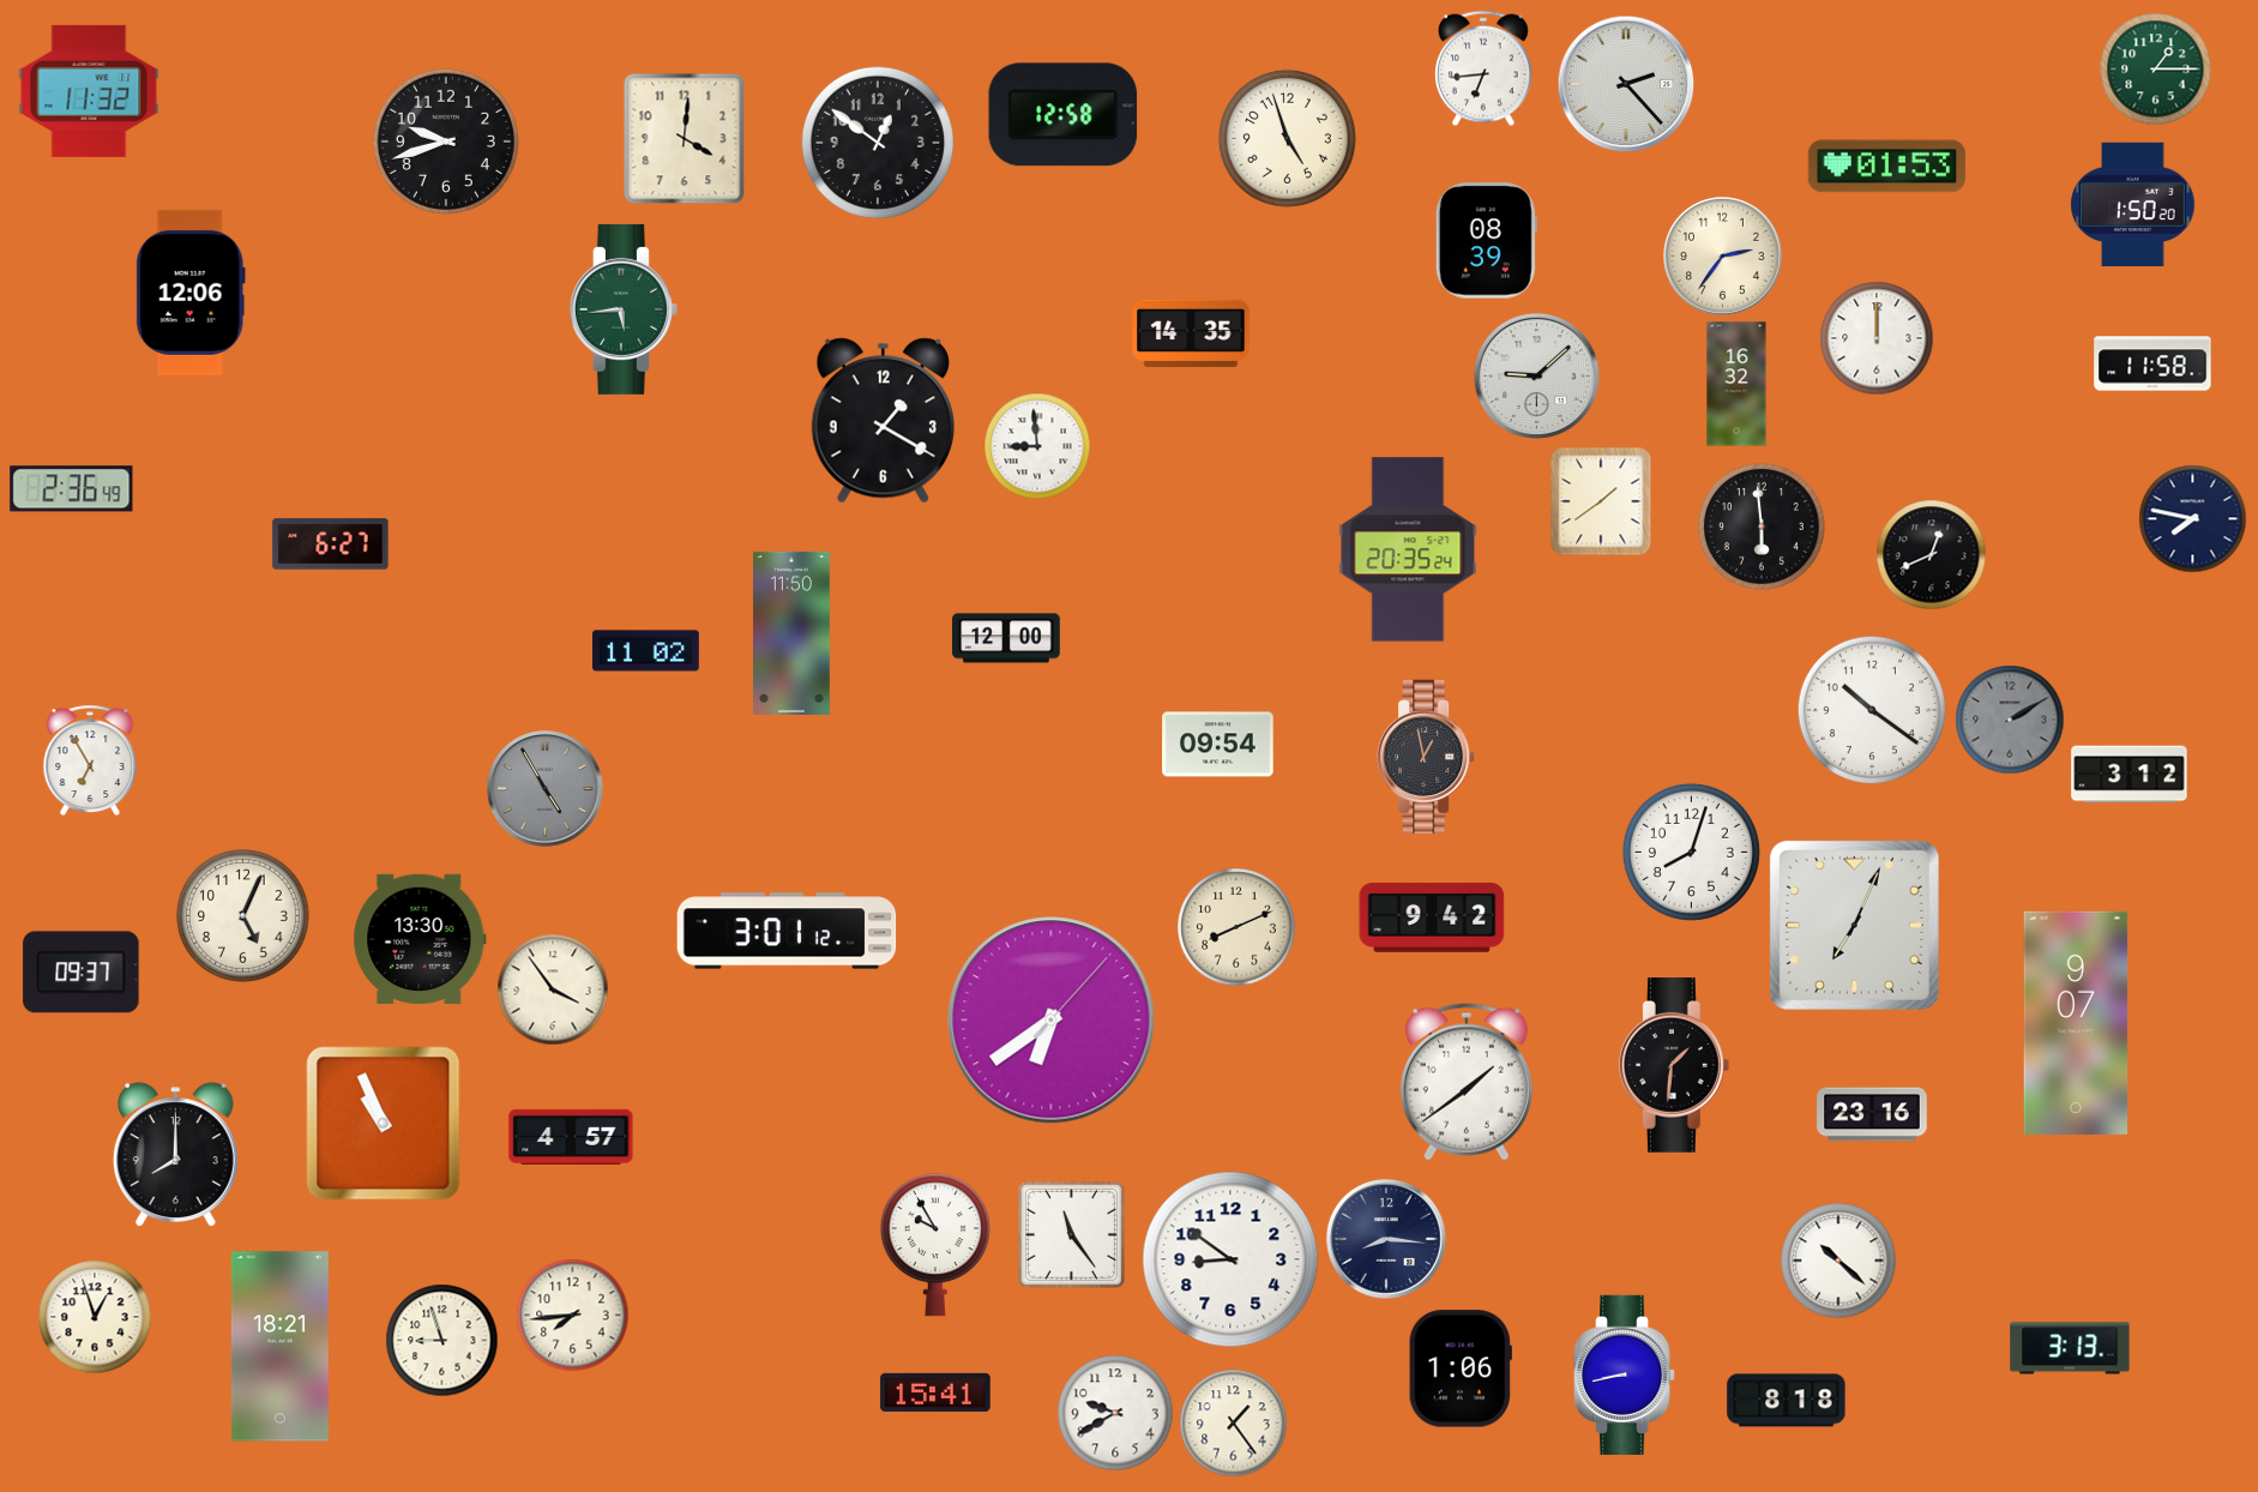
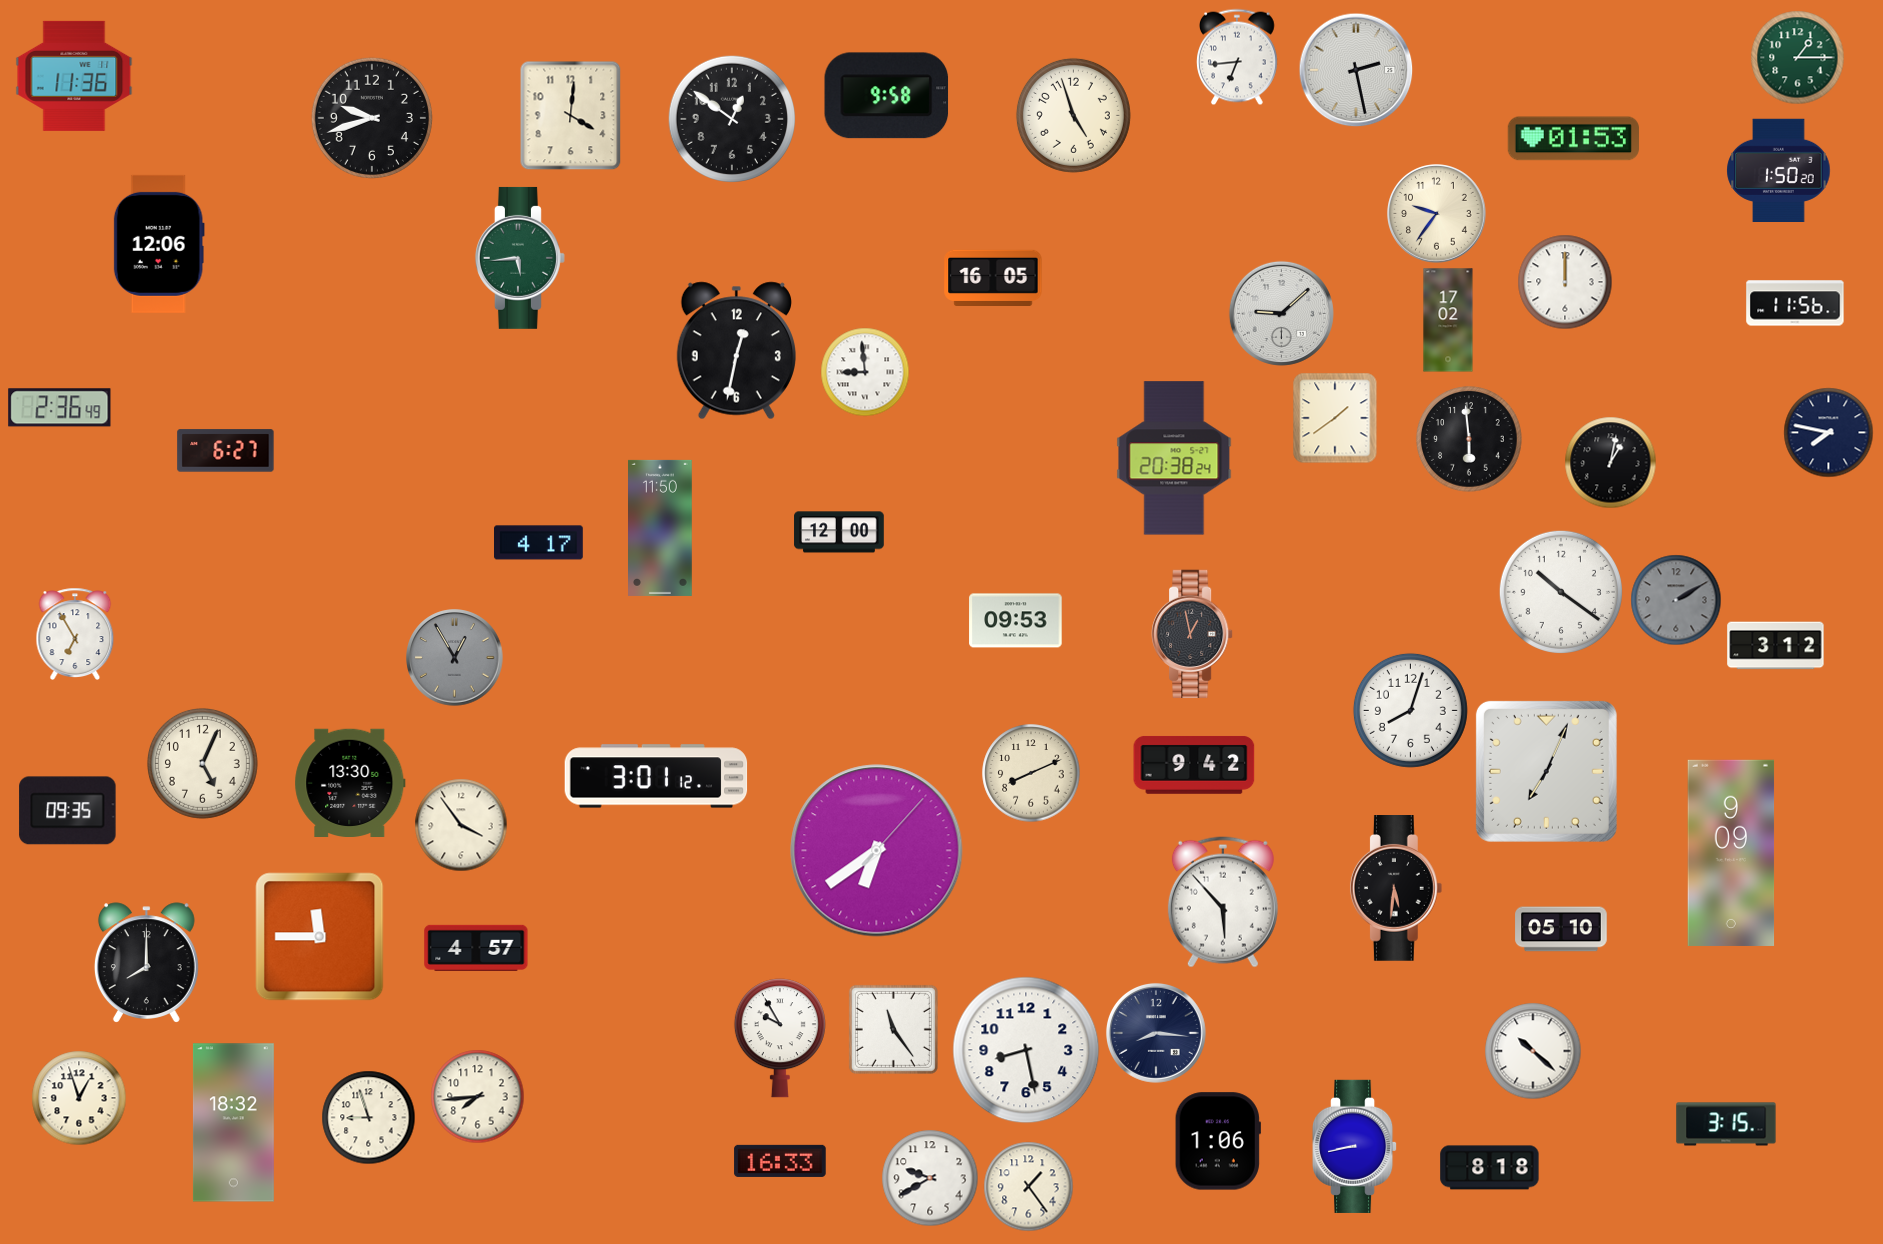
clock at (1626, 84): 2:23 -> 2:28
clock at (89, 91): 11:32 -> 11:36
clock at (1064, 115): 12:58 -> 9:58
clock at (1486, 241): 08:39 -> none
clock at (1723, 257): 2:36 -> 9:36
clock at (1191, 332): 14:35 -> 16:05
clock at (2152, 363): 11:58 -> 11:56
clock at (1736, 384): 16:32 -> 17:02
clock at (883, 421): 1:20 -> 12:32
clock at (331, 545) position: (331, 545) -> (226, 451)
clock at (1408, 549): 20:35 -> 20:38
clock at (1931, 554): 12:41 -> 1:02
clock at (646, 651): 11:02 -> 4:17
clock at (1218, 745): 09:54 -> 09:53
clock at (1427, 757) position: (1427, 757) -> (1193, 634)
clock at (546, 789): 4:55 -> 12:55
clock at (82, 973): 09:37 -> 09:35
clock at (2076, 1023): 9:07 -> 9:09
clock at (1674, 1066): 1:31 -> 5:31
clock at (1467, 1082): 1:39 -> 5:53
clock at (1872, 1114): 23:16 -> 05:10
clock at (384, 1124): 10:56 -> 11:45
clock at (1230, 1259): 8:51 -> 8:28
clock at (279, 1347): 18:21 -> 18:32
clock at (2070, 1348): 3:13 -> 3:15
clock at (935, 1392): 15:41 -> 16:33
